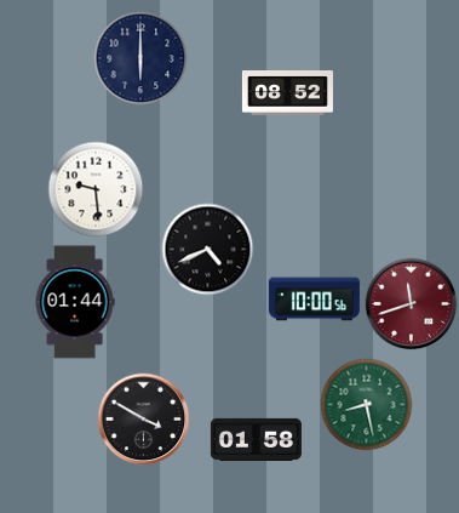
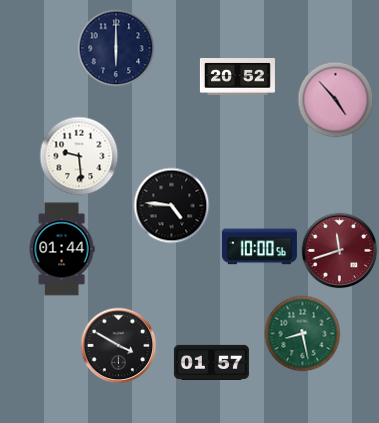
clock at (287, 93): 08:52 -> 20:52
clock at (336, 100): none -> 4:53
clock at (208, 250): 4:41 -> 4:46
clock at (256, 439): 01:58 -> 01:57
